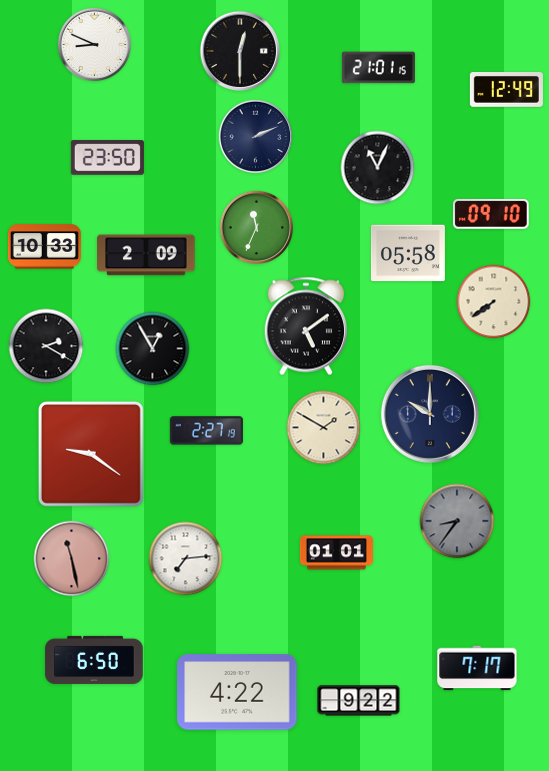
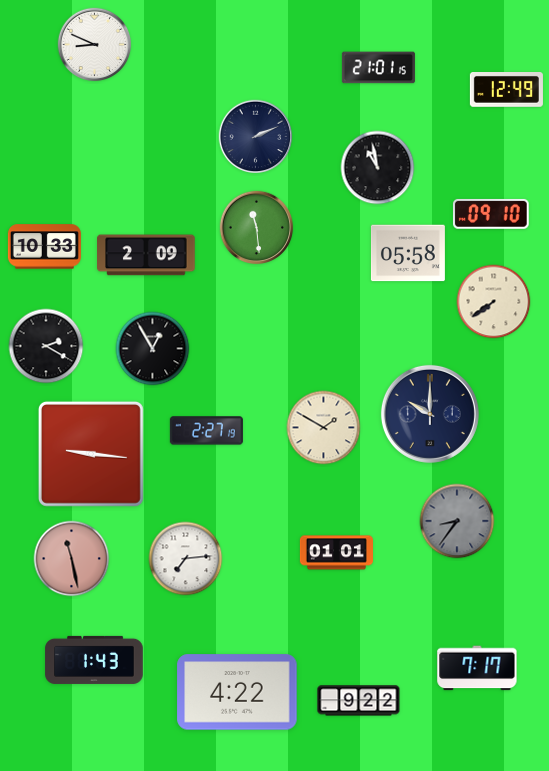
clock at (239, 50): 12:30 -> none
clock at (107, 158): 23:50 -> none
clock at (378, 168): 11:04 -> 10:58
clock at (257, 228): 11:34 -> 11:29
clock at (306, 326): 5:09 -> none
clock at (91, 454): 9:21 -> 9:16
clock at (94, 660): 6:50 -> 1:43
